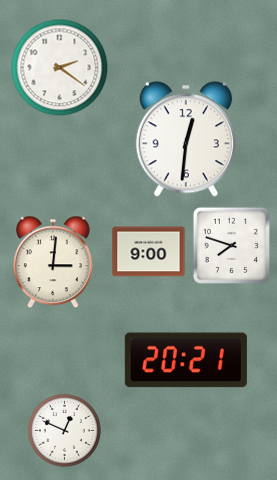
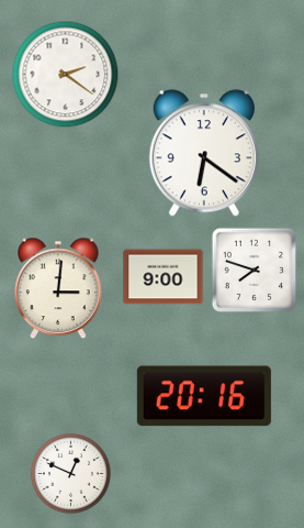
clock at (186, 139): 12:31 -> 6:21
clock at (186, 360): 20:21 -> 20:16
